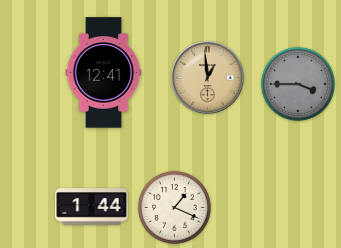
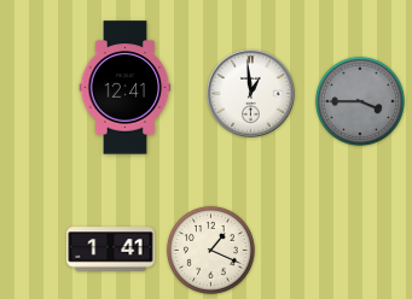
clock at (208, 78) dial: champagne -> white
clock at (92, 207): 1:44 -> 1:41
